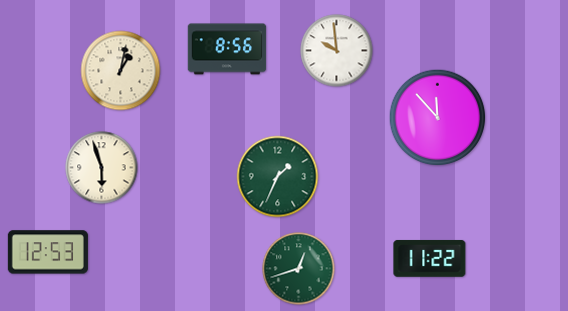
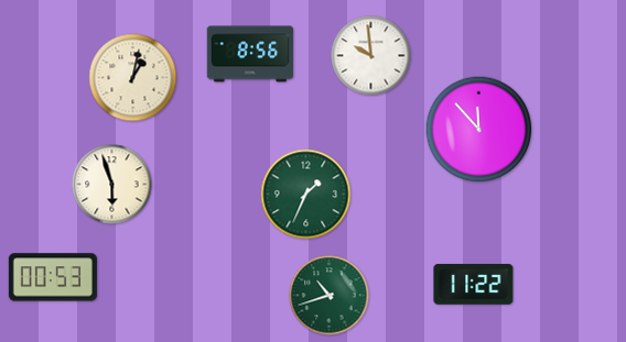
clock at (438, 118) position: (438, 118) -> (479, 130)
clock at (48, 252): 12:53 -> 00:53
clock at (299, 269): 12:42 -> 10:42
